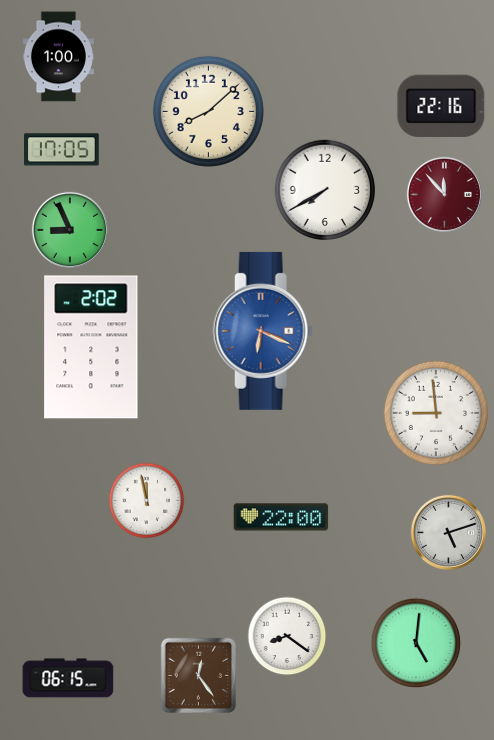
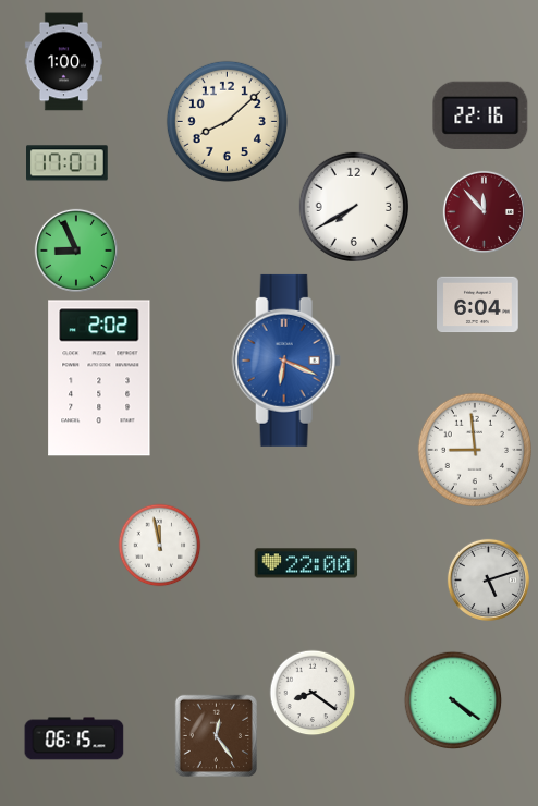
clock at (62, 150): 17:05 -> 17:01
clock at (478, 305): none -> 6:04
clock at (416, 643): 5:01 -> 4:21
